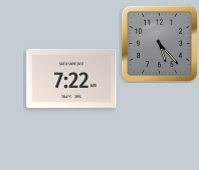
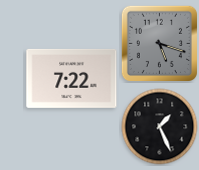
clock at (159, 43): 5:23 -> 5:18
clock at (160, 127): none -> 1:26
